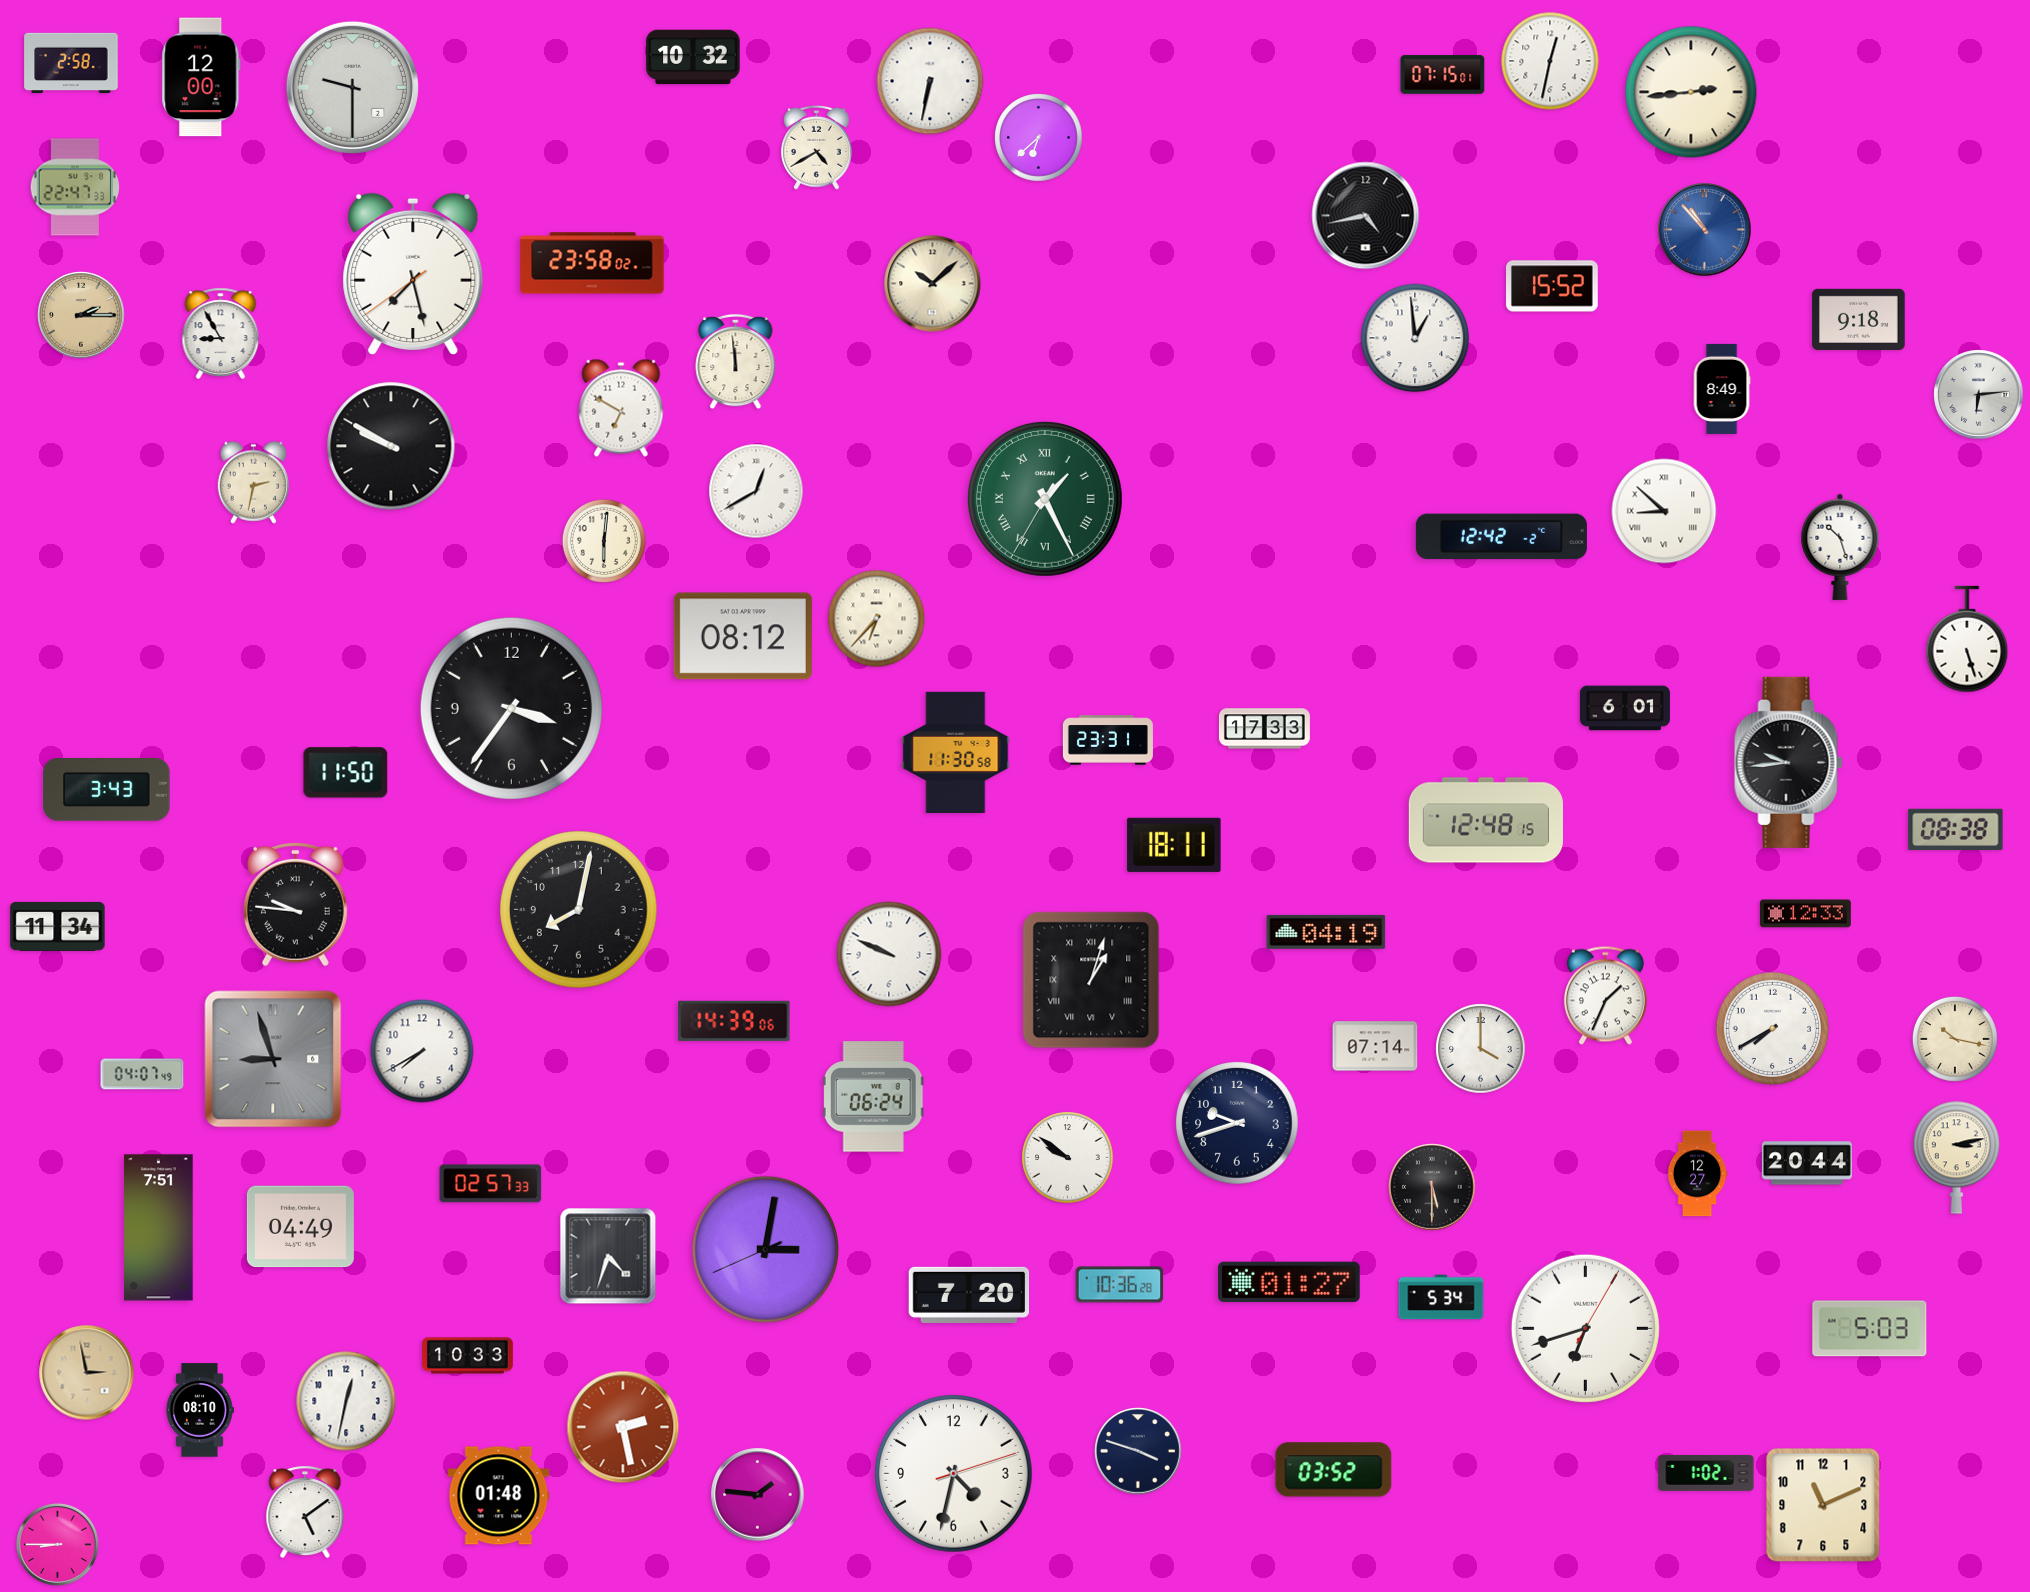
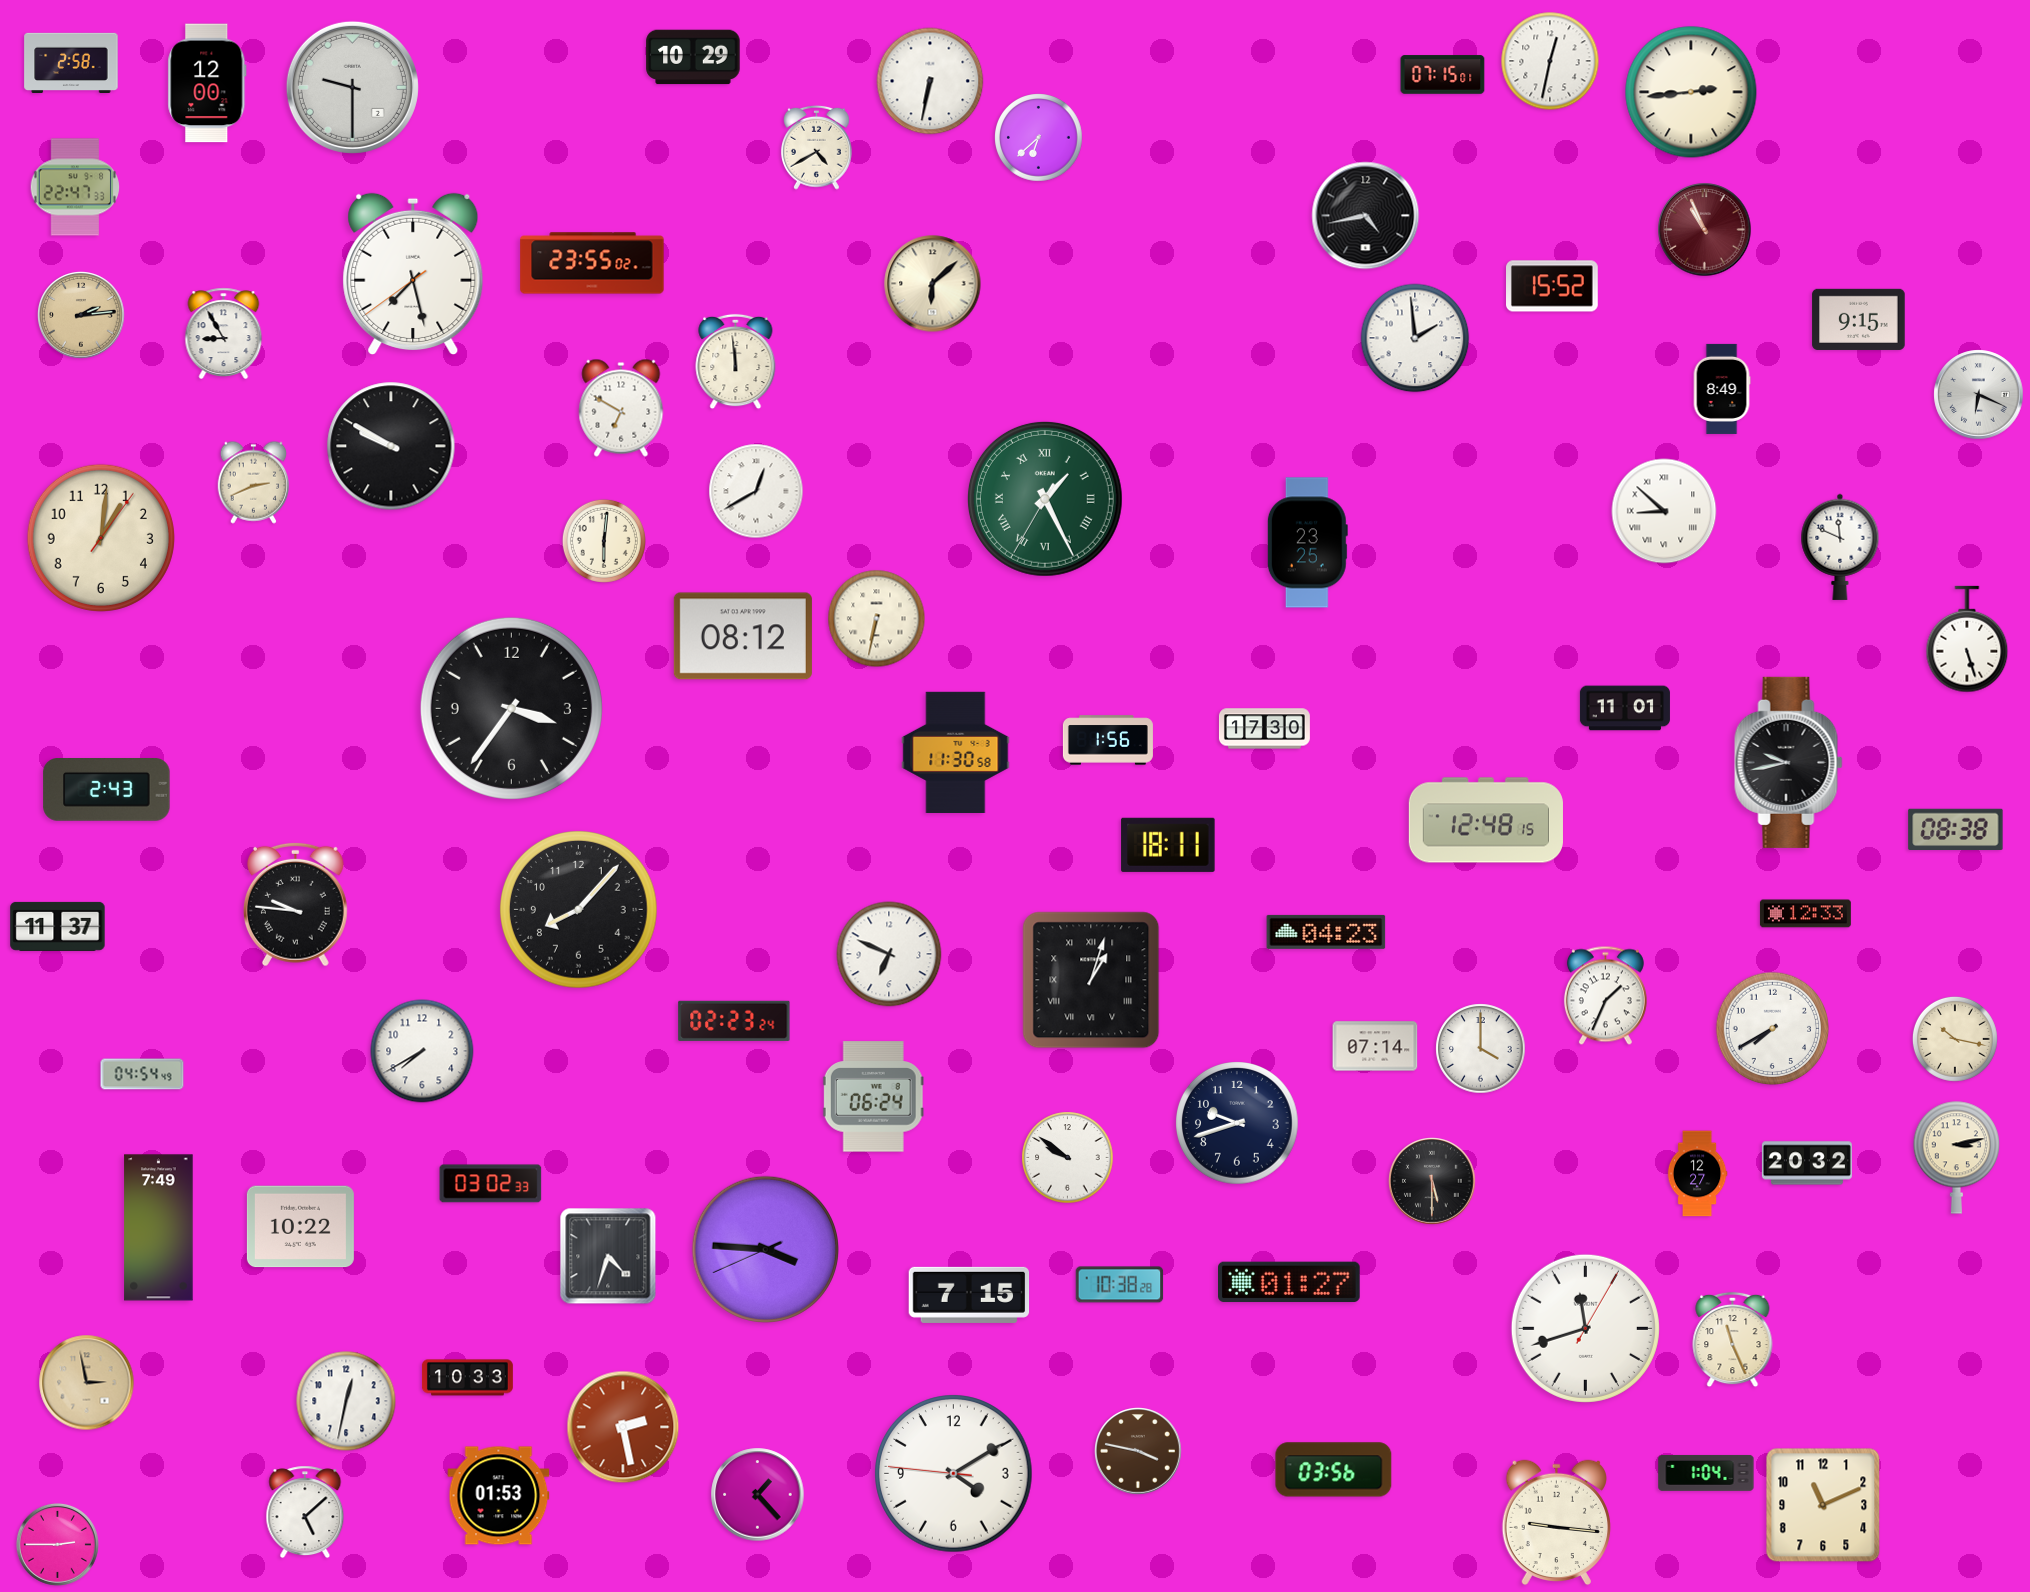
clock at (693, 57): 10:32 -> 10:29
clock at (201, 77) position: (201, 77) -> (207, 83)
clock at (1705, 230): 10:53 -> 10:56
clock at (1705, 230) dial: blue -> burgundy
clock at (592, 263): 23:58 -> 23:55
clock at (933, 284): 10:08 -> 6:08
clock at (81, 315): 2:15 -> 2:14
clock at (1859, 319): 9:18 -> 9:15
clock at (221, 334) position: (221, 334) -> (224, 334)
clock at (1415, 338): 12:59 -> 1:59
clock at (1979, 395): 6:14 -> 6:19
clock at (254, 482): 2:32 -> 2:41
clock at (1501, 537): 12:42 -> none
clock at (101, 538): none -> 1:01
clock at (1307, 543): none -> 23:25
clock at (1840, 547): 10:27 -> 11:49
clock at (877, 619): 6:37 -> 6:32
clock at (1625, 708): 6:01 -> 11:01
clock at (1264, 729): 17:33 -> 17:30
clock at (1108, 740): 23:31 -> 1:56
clock at (1789, 762): 9:44 -> 9:43
clock at (346, 773): 11:50 -> none
clock at (107, 790): 3:43 -> 2:43
clock at (1174, 845) position: (1174, 845) -> (1168, 845)
clock at (579, 910): 8:02 -> 8:07
clock at (58, 926): 11:34 -> 11:37
clock at (1326, 932): 04:19 -> 04:23
clock at (889, 954): 9:49 -> 6:49
clock at (734, 1021): 14:39 -> 02:23
clock at (273, 1059): 8:57 -> none
clock at (142, 1074): 04:07 -> 04:54
clock at (1807, 1163): 20:44 -> 20:32
clock at (491, 1184): 02:57 -> 03:02
clock at (1432, 1187) position: (1432, 1187) -> (1432, 1181)
clock at (300, 1227): 04:49 -> 10:22
clock at (159, 1228): 7:51 -> 7:49
clock at (765, 1249): 3:01 -> 3:45
clock at (1120, 1285): 10:36 -> 10:38
clock at (969, 1295): 7:20 -> 7:15
clock at (1441, 1297): 5:34 -> none
clock at (1585, 1328): 6:42 -> 11:42
clock at (1870, 1329): 5:03 -> none
clock at (1733, 1340): none -> 11:26
clock at (467, 1356) position: (467, 1356) -> (467, 1378)
clock at (87, 1373) position: (87, 1373) -> (87, 1383)
clock at (200, 1410): 08:10 -> none
clock at (1138, 1451): 3:48 -> 3:47
clock at (1138, 1451) dial: navy -> brown
clock at (1334, 1470): 03:52 -> 03:56
clock at (1706, 1473): 1:02 -> 1:04
clock at (954, 1474): 4:32 -> 4:09
clock at (758, 1495): 1:46 -> 1:23
clock at (499, 1496): 01:48 -> 01:53
clock at (305, 1512): 5:09 -> 5:08
clock at (1556, 1523): none -> 9:16
clock at (57, 1544): 8:45 -> 2:45
